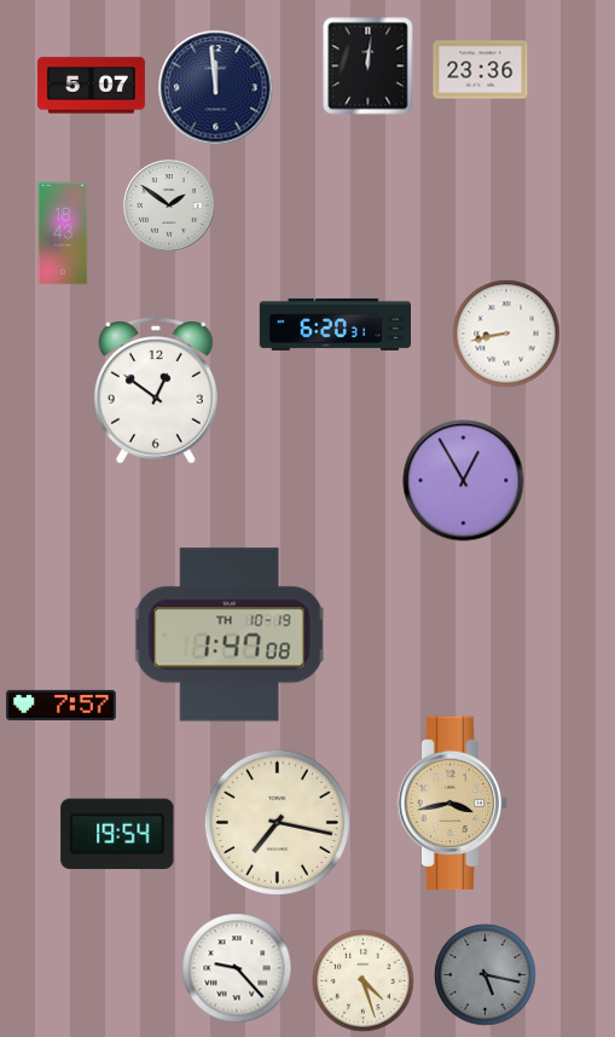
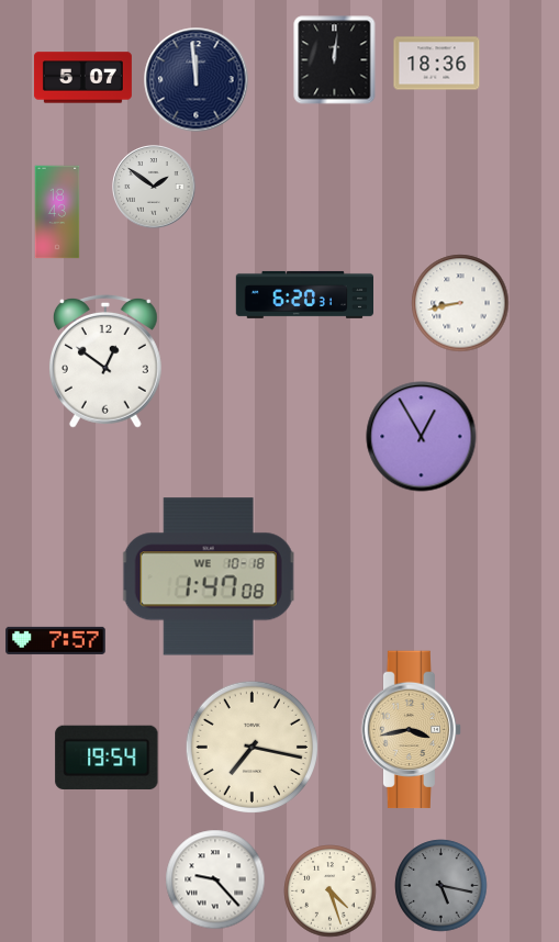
clock at (481, 70): 23:36 -> 18:36
clock at (156, 390) position: (156, 390) -> (105, 361)
clock at (230, 635) date: TH 10-19 -> WE 10-18
